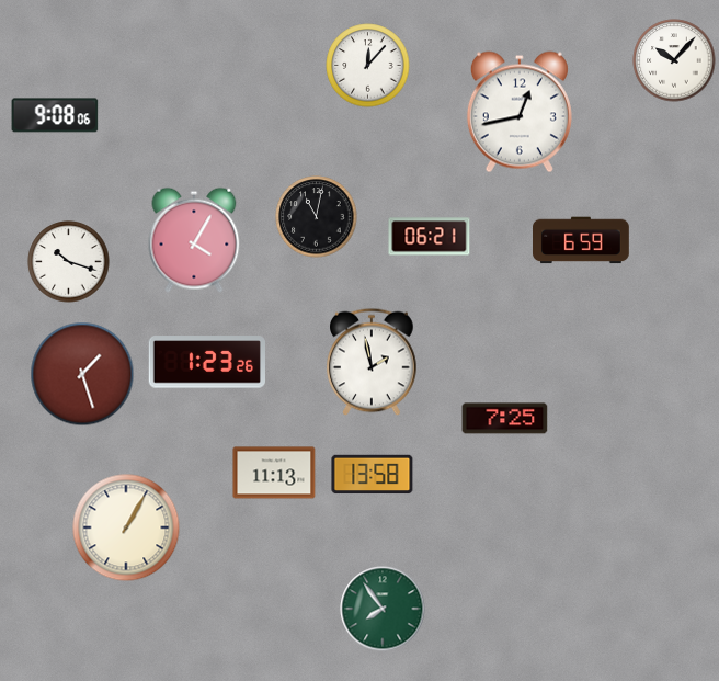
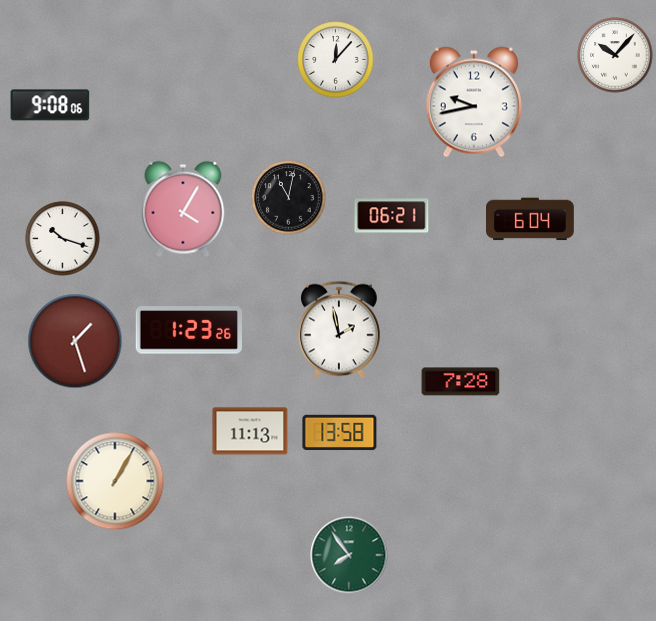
clock at (520, 112): 12:43 -> 9:43
clock at (194, 240) position: (194, 240) -> (183, 209)
clock at (582, 240): 6:59 -> 6:04
clock at (505, 419): 7:25 -> 7:28
